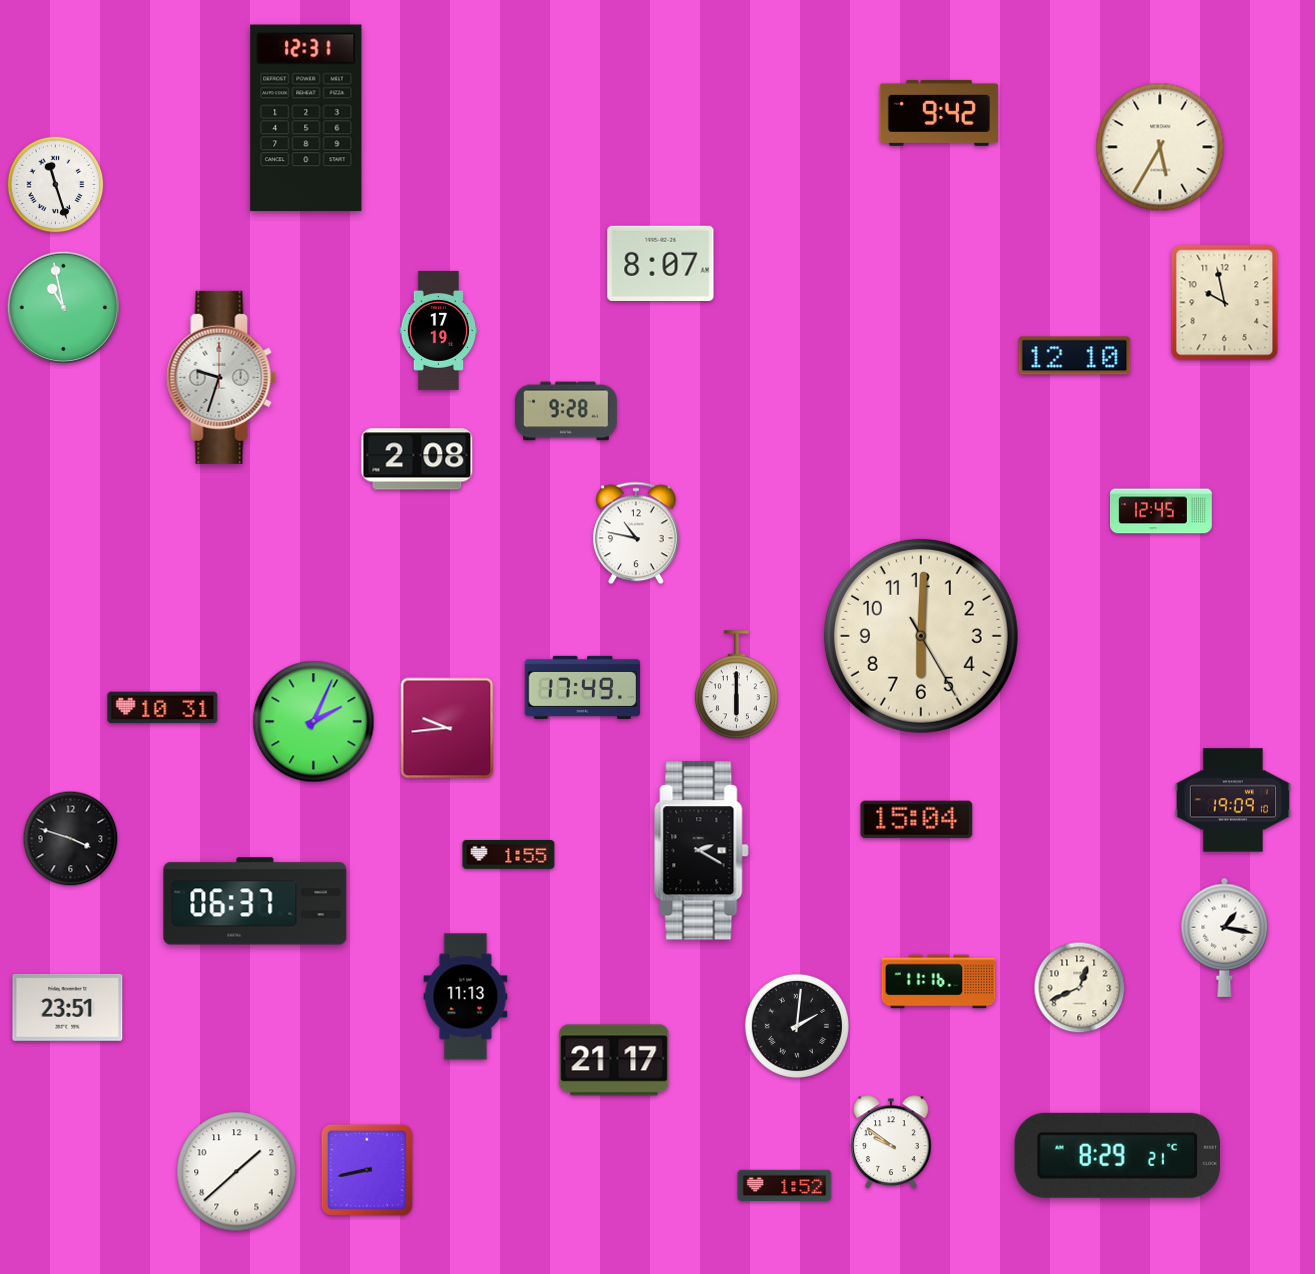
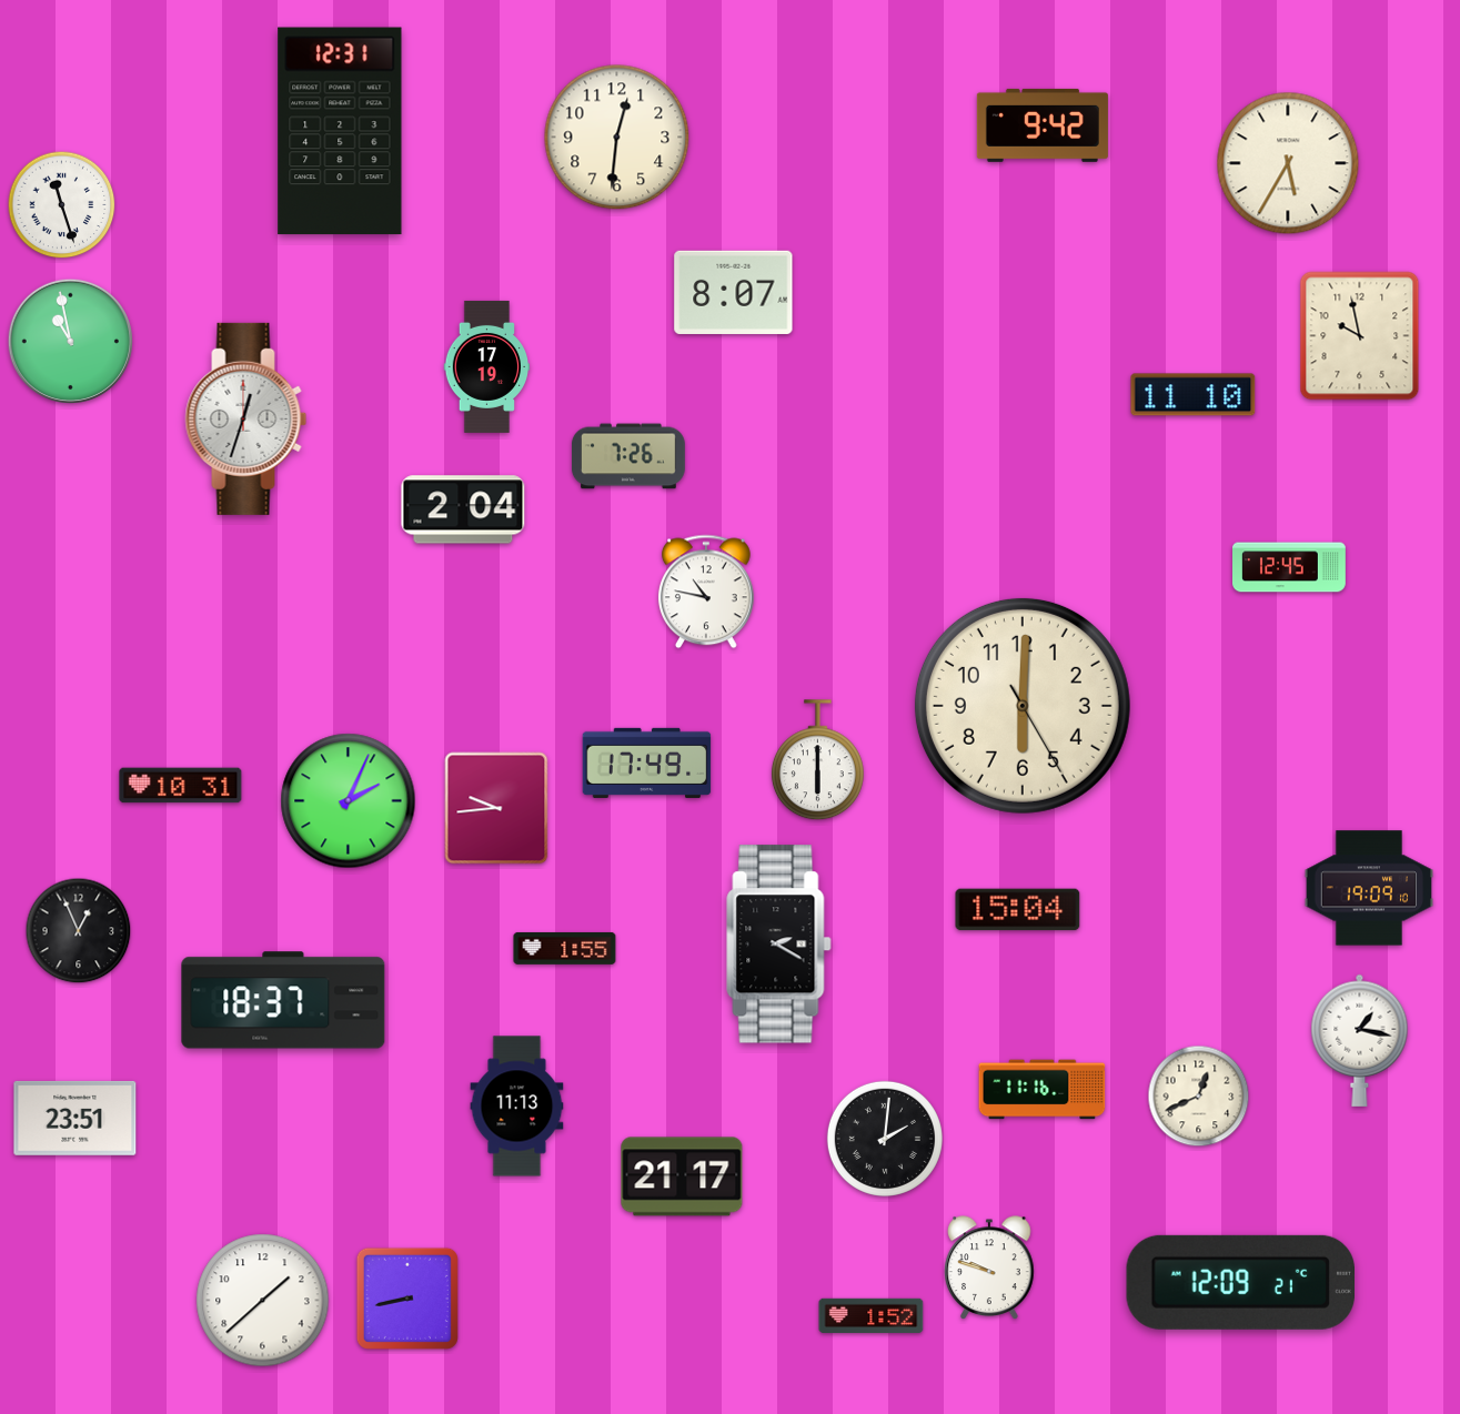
clock at (617, 138): none -> 12:31
clock at (1075, 356): 12:10 -> 11:10
clock at (222, 377): 9:33 -> 12:33
clock at (566, 411): 9:28 -> 7:26
clock at (417, 459): 2:08 -> 2:04
clock at (71, 839): 3:48 -> 12:56
clock at (255, 901): 06:37 -> 18:37
clock at (891, 1142): 9:51 -> 9:48
clock at (1117, 1155): 8:29 -> 12:09
